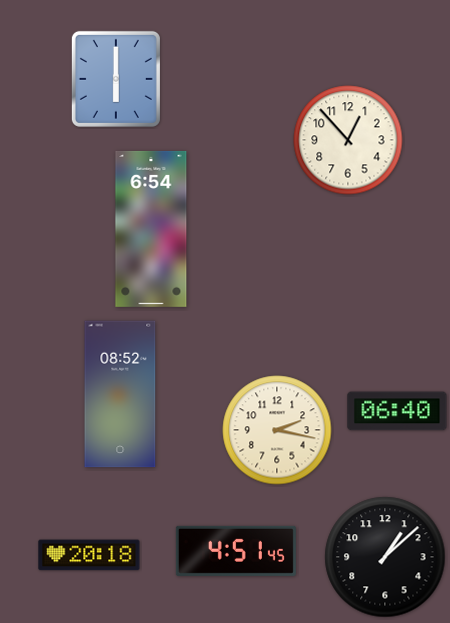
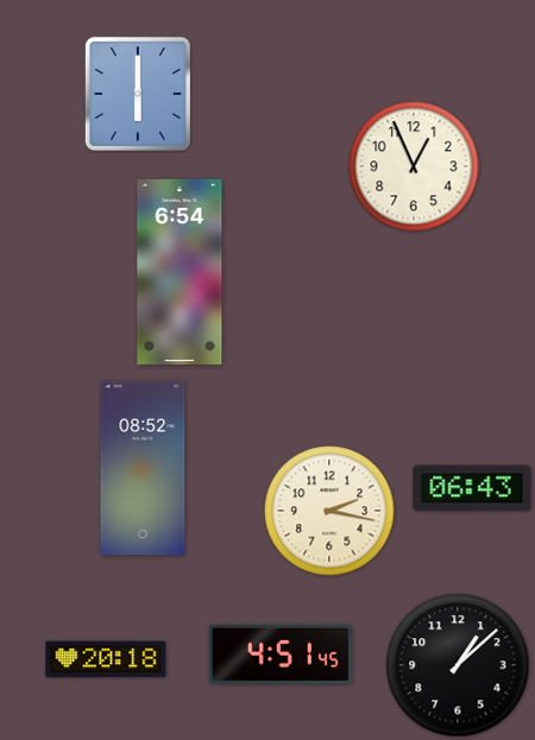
clock at (348, 140): 12:53 -> 12:56
clock at (397, 411): 06:40 -> 06:43
clock at (385, 557) position: (385, 557) -> (458, 665)
